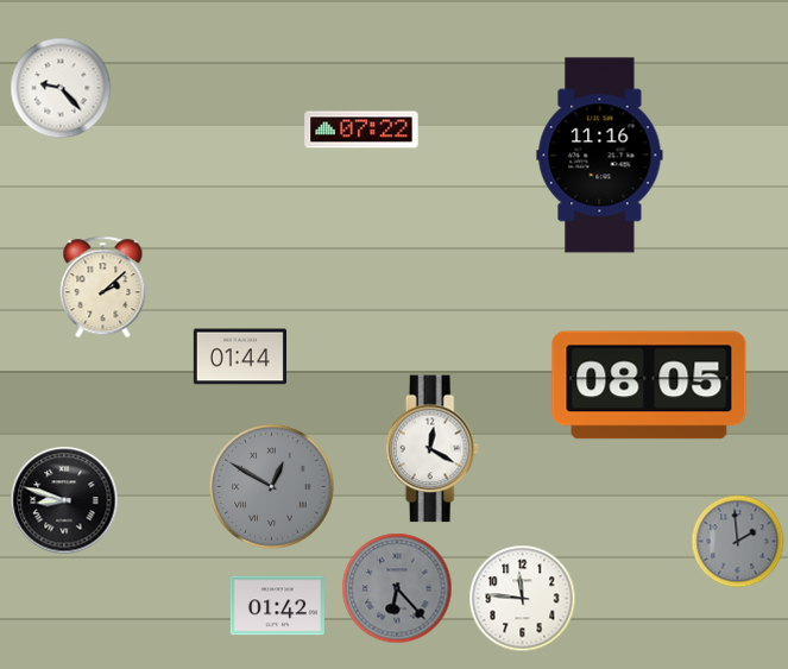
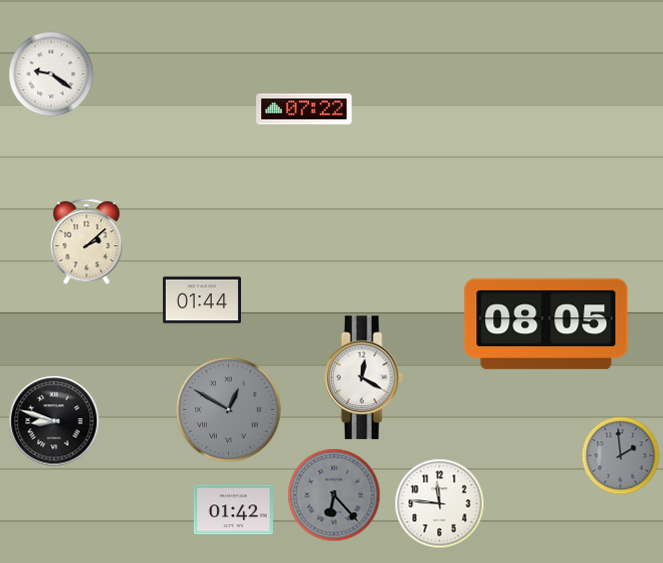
clock at (61, 88): 9:23 -> 9:21
clock at (600, 156): 11:16 -> none
